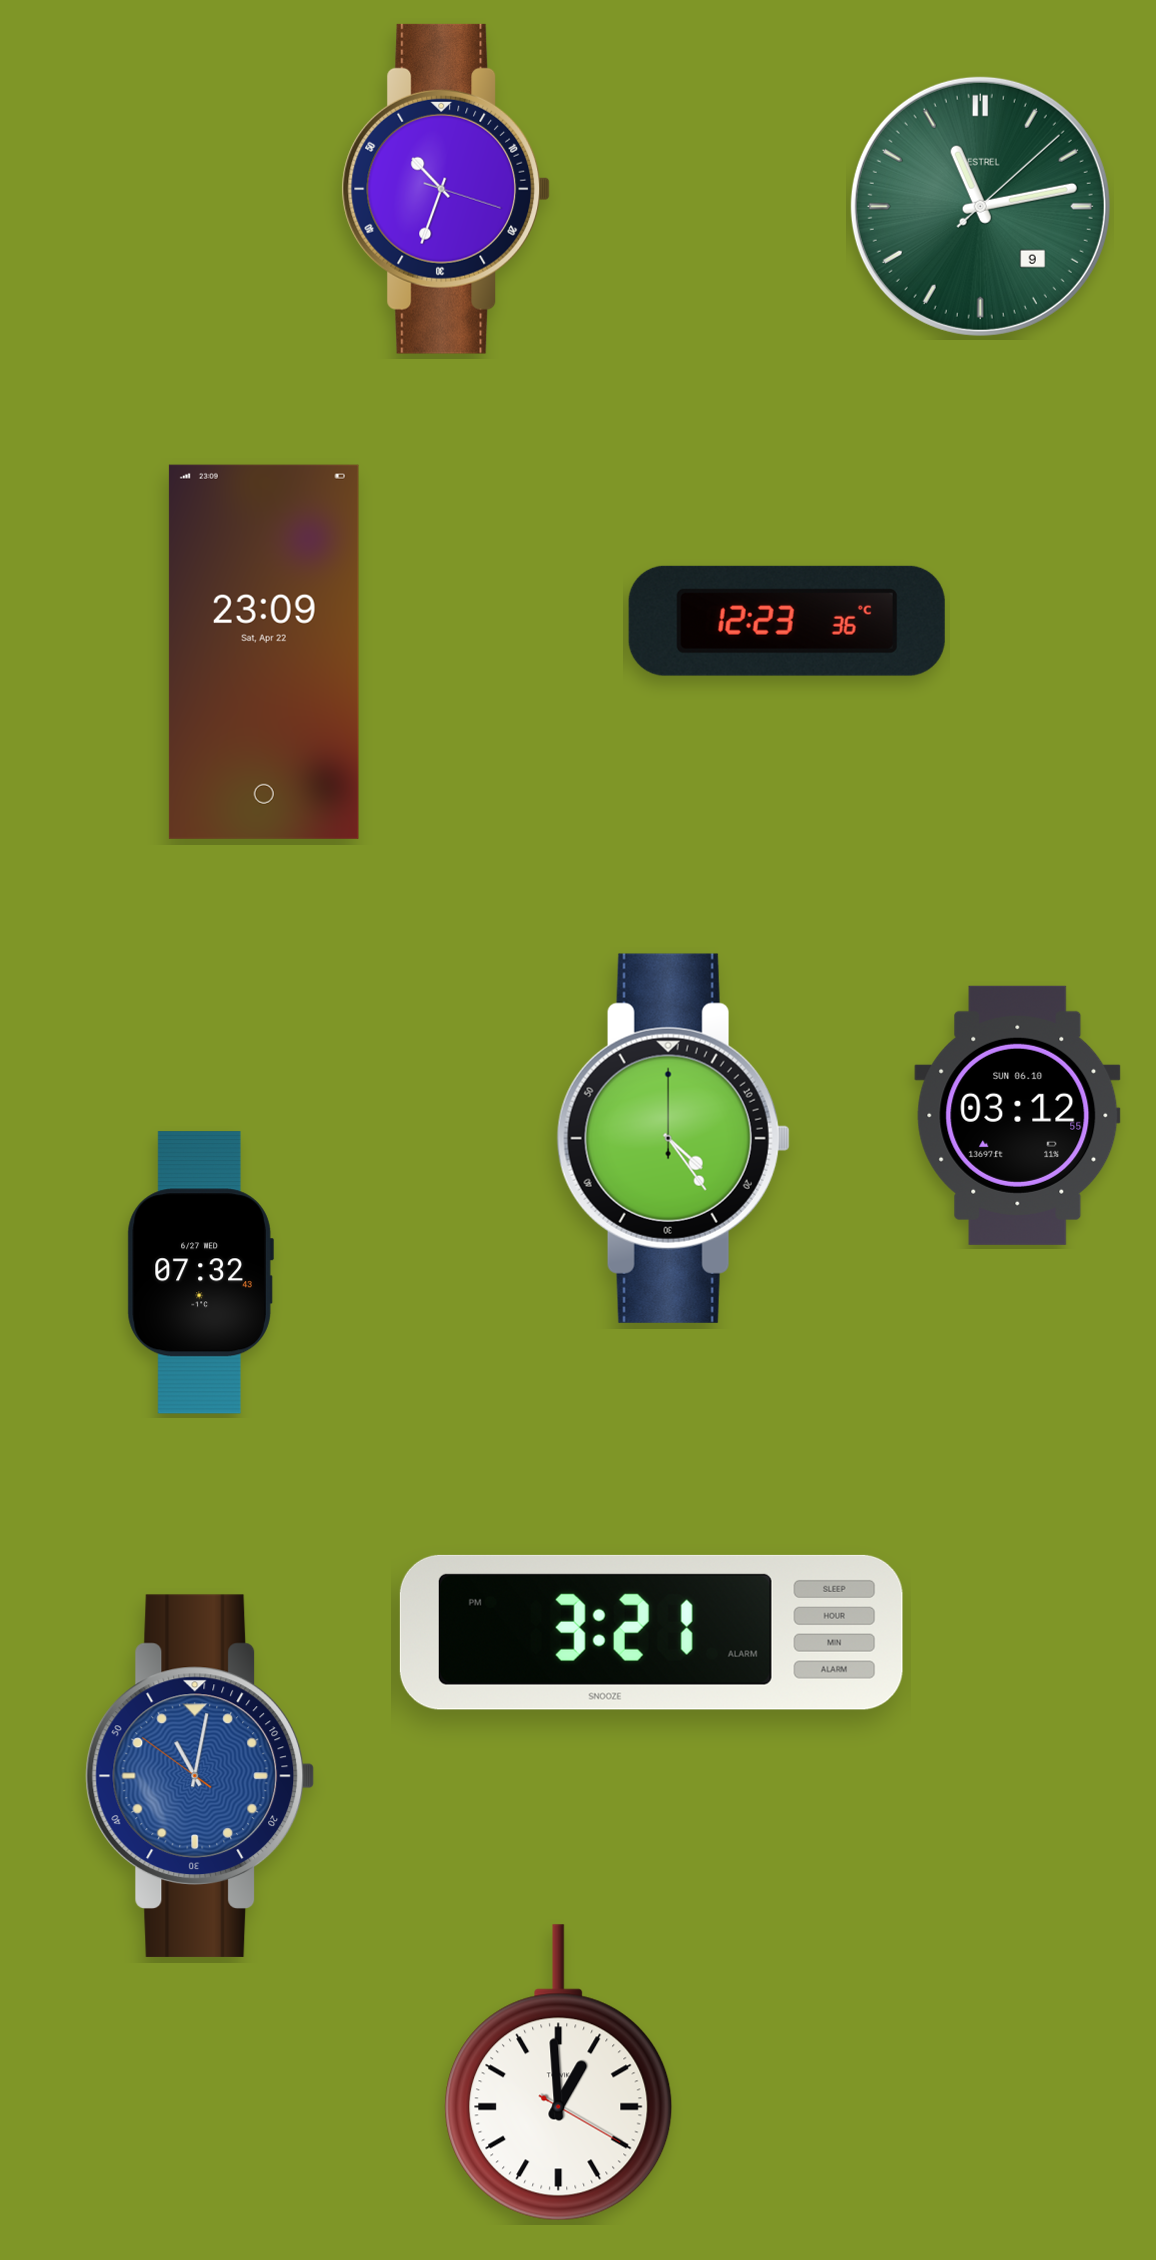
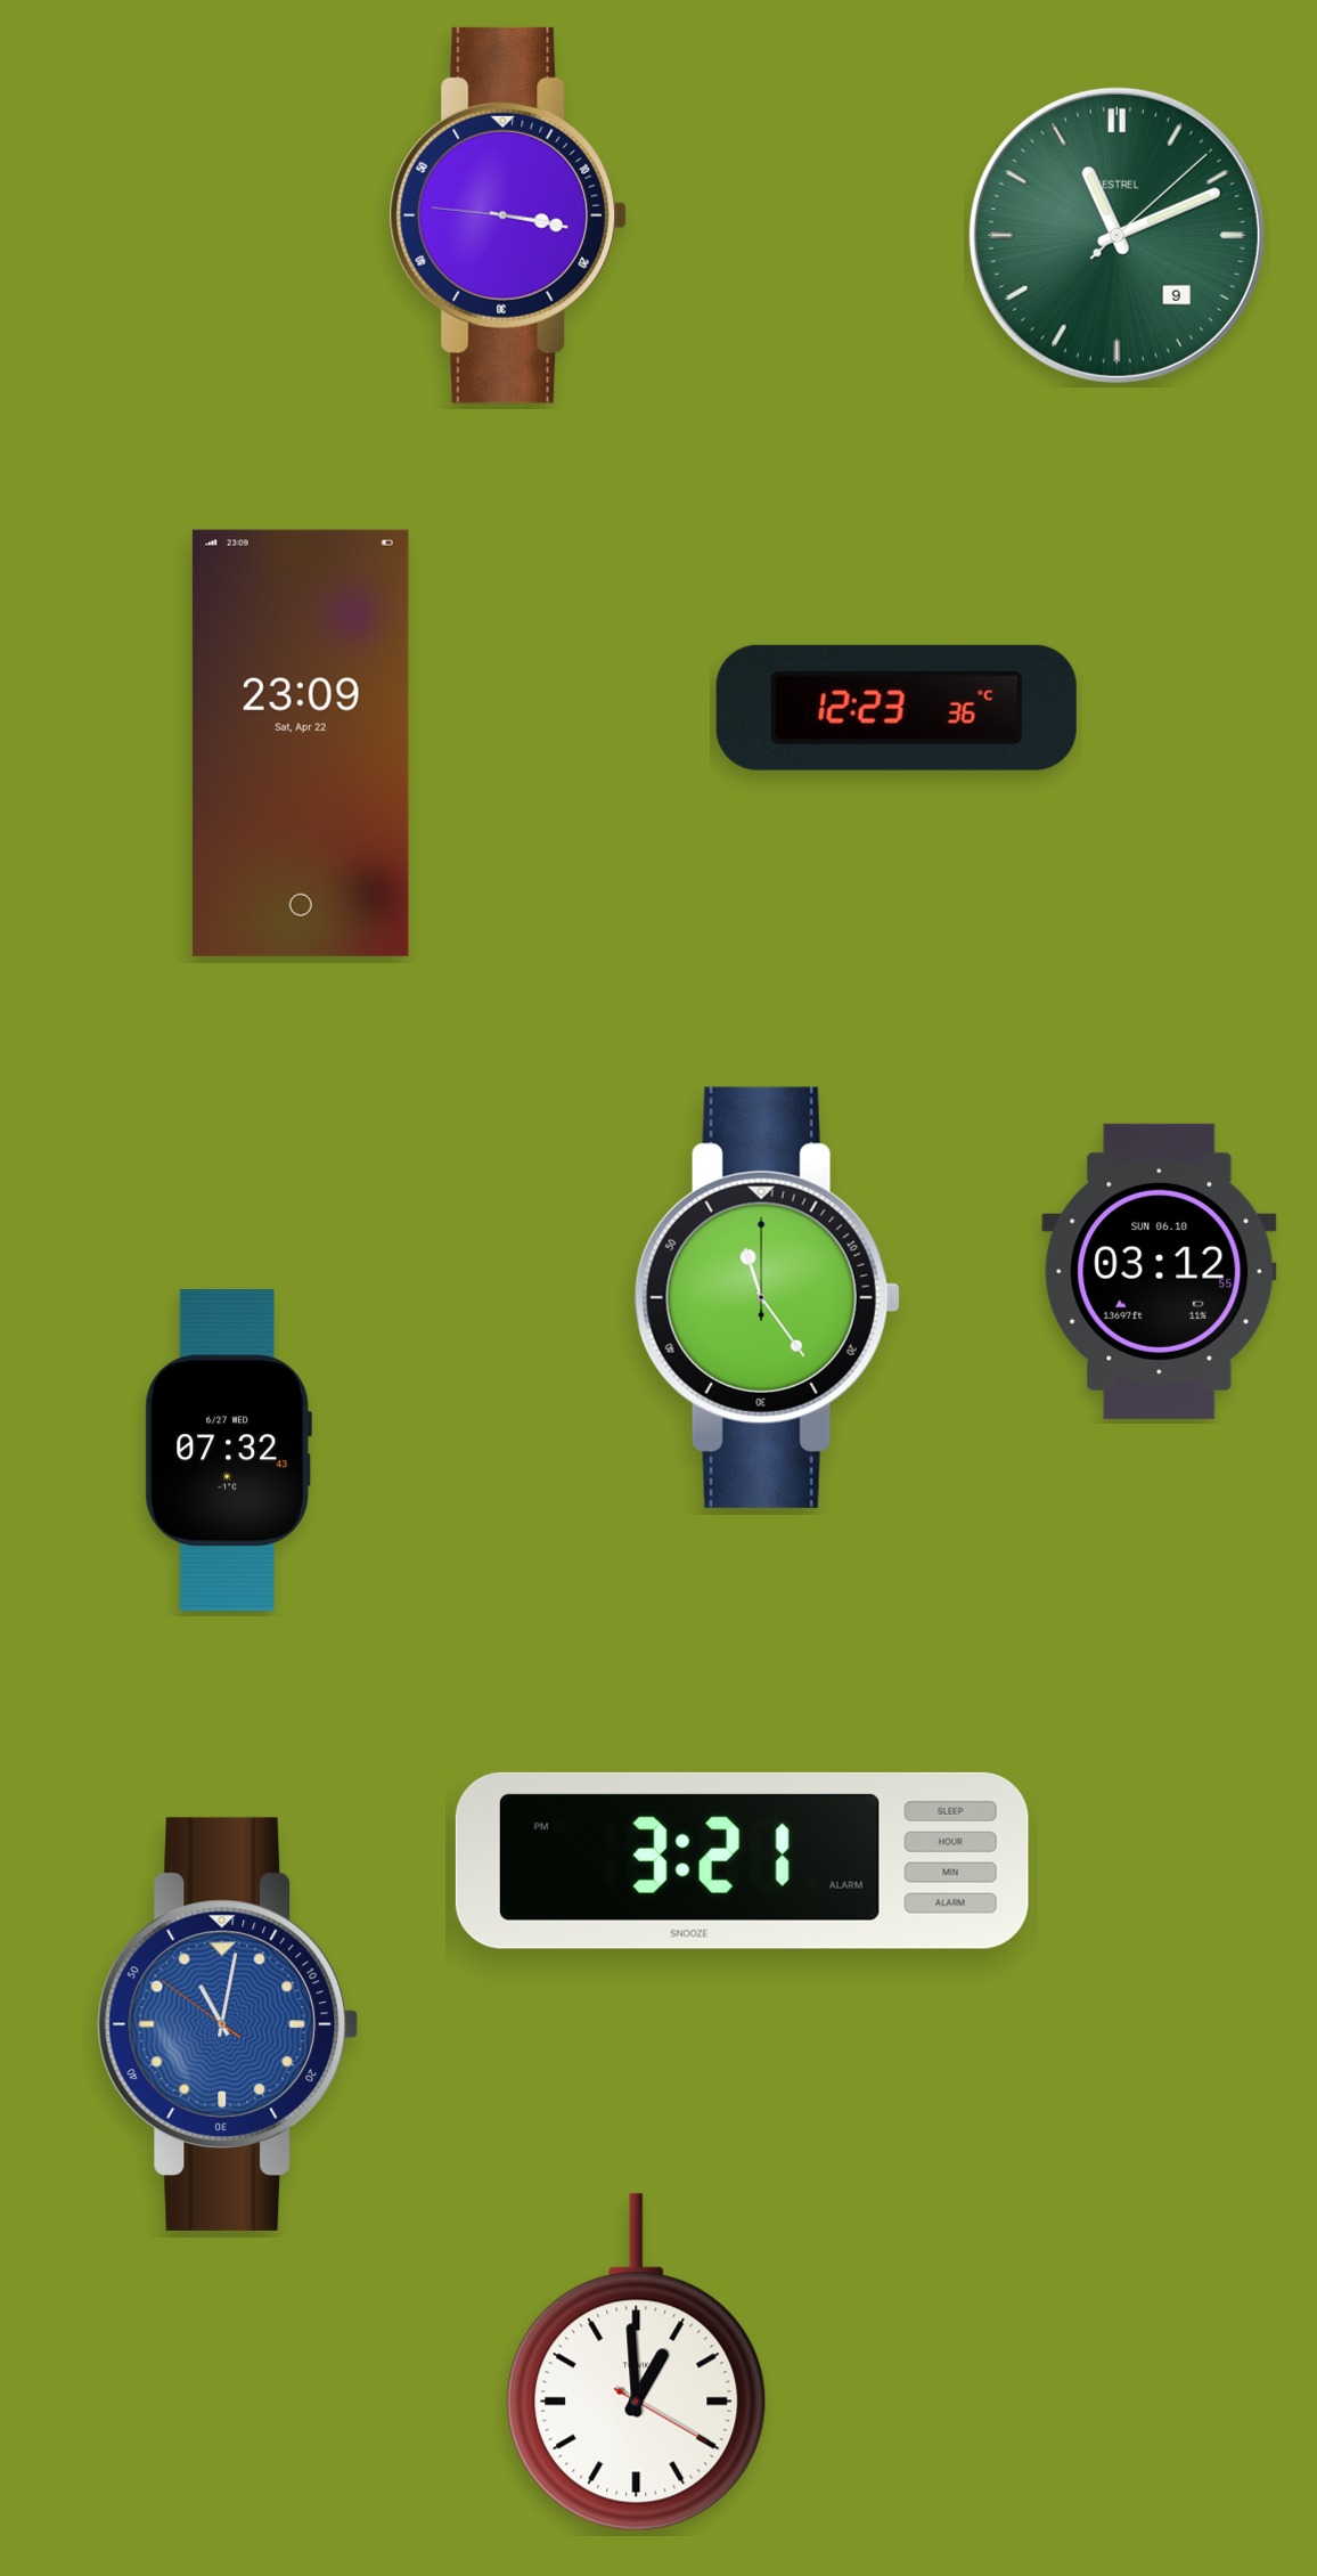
clock at (446, 189): 10:33 -> 3:16
clock at (980, 206): 11:13 -> 11:11
clock at (673, 1138): 4:24 -> 11:24
